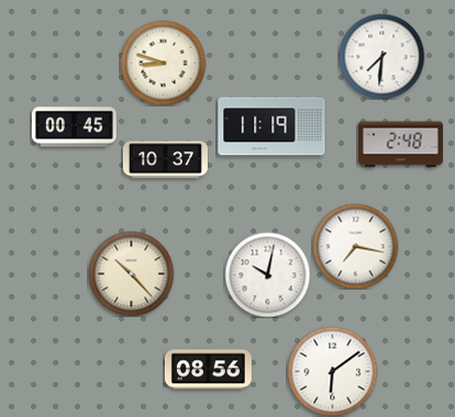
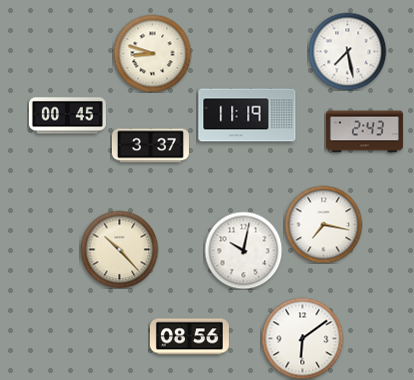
clock at (381, 56): 7:31 -> 7:28
clock at (163, 63) position: (163, 63) -> (152, 53)
clock at (400, 145): 2:48 -> 2:43
clock at (165, 160): 10:37 -> 3:37
